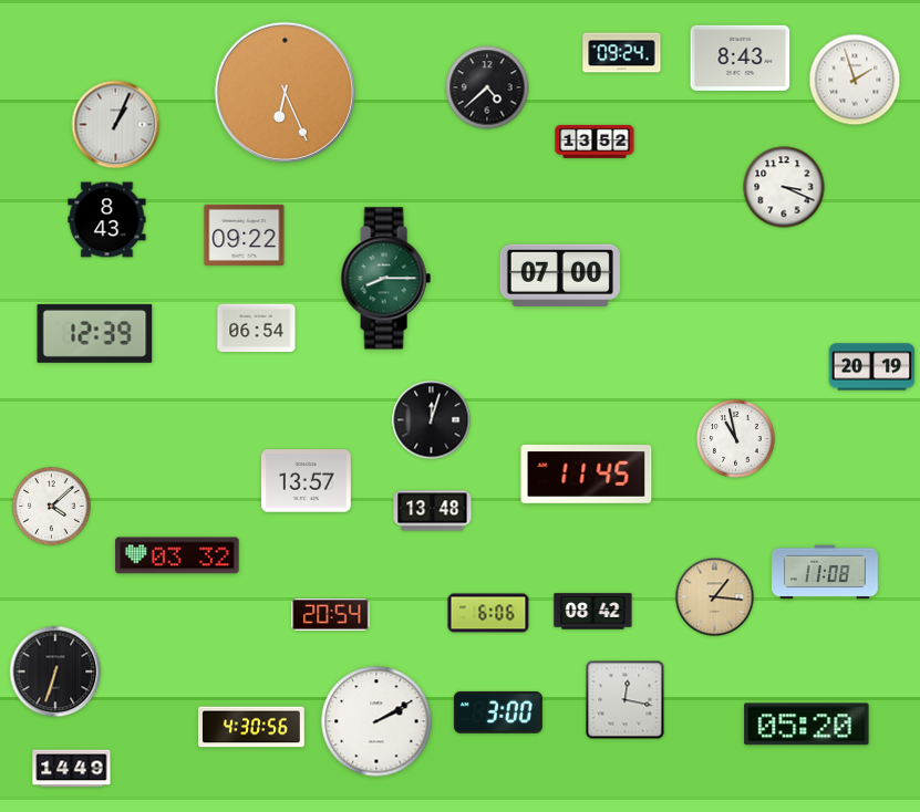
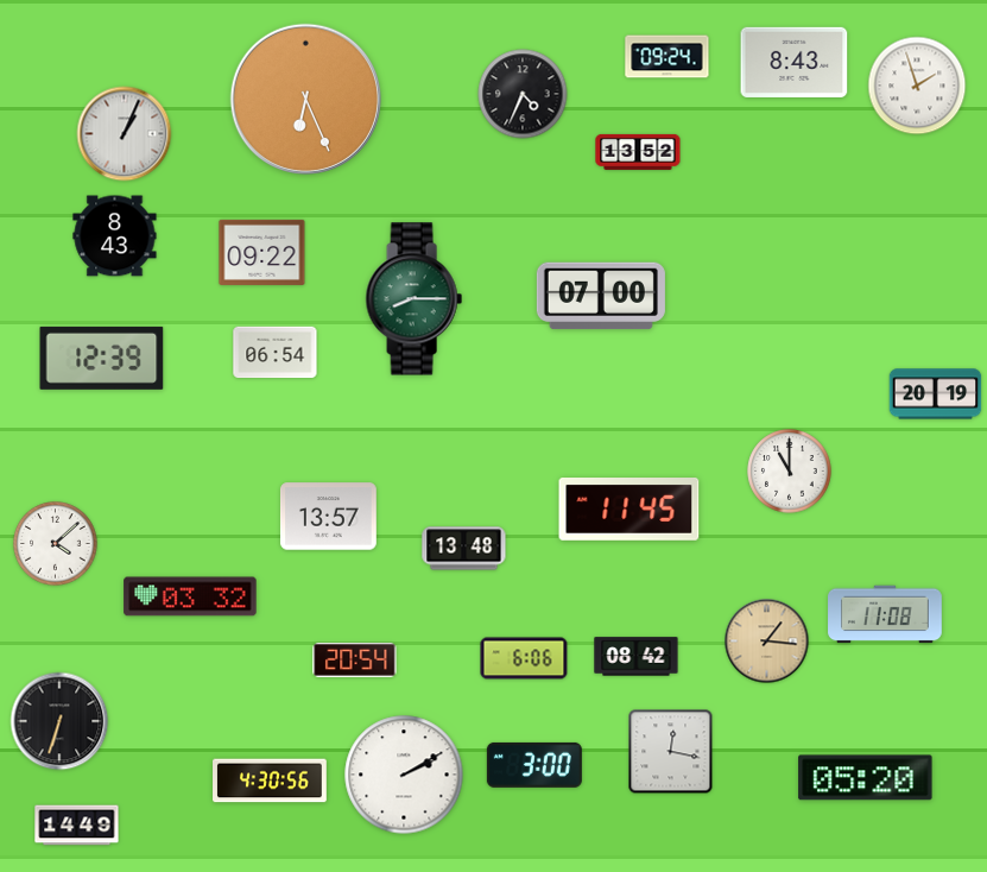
clock at (487, 87): 4:38 -> 4:34
clock at (784, 187): 3:19 -> none
clock at (432, 420): 12:03 -> none
clock at (736, 439): 10:58 -> 11:00
